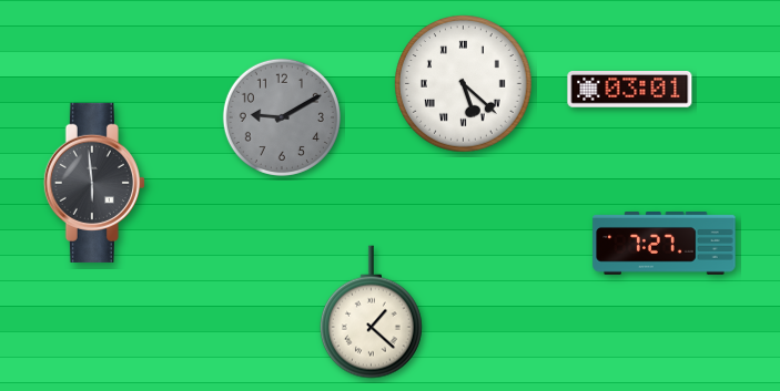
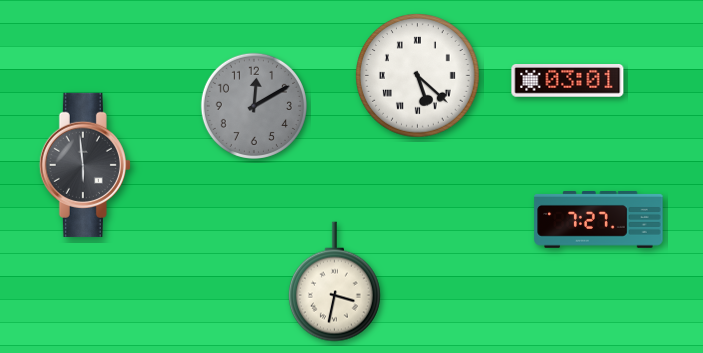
clock at (282, 117): 9:10 -> 12:10
clock at (371, 312): 1:22 -> 3:32
